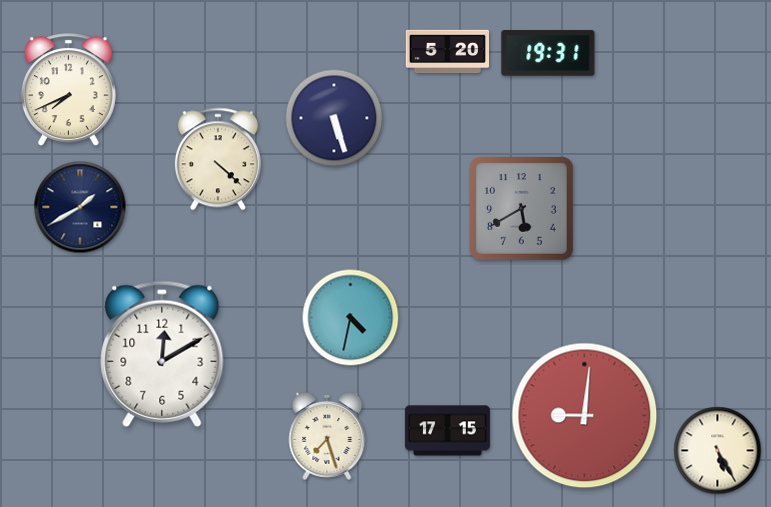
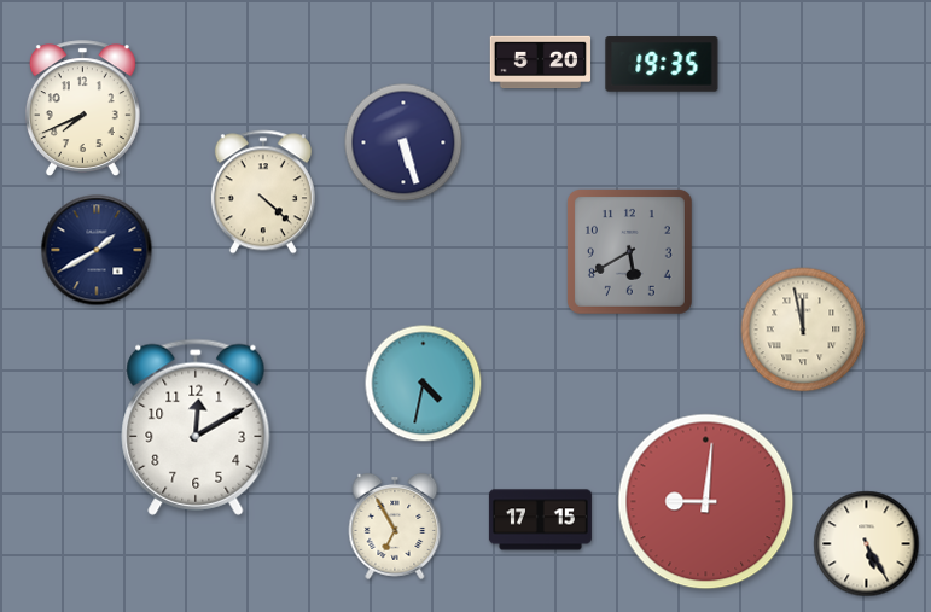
clock at (548, 53): 19:31 -> 19:35
clock at (803, 330): none -> 11:58
clock at (327, 436): 7:27 -> 6:55
